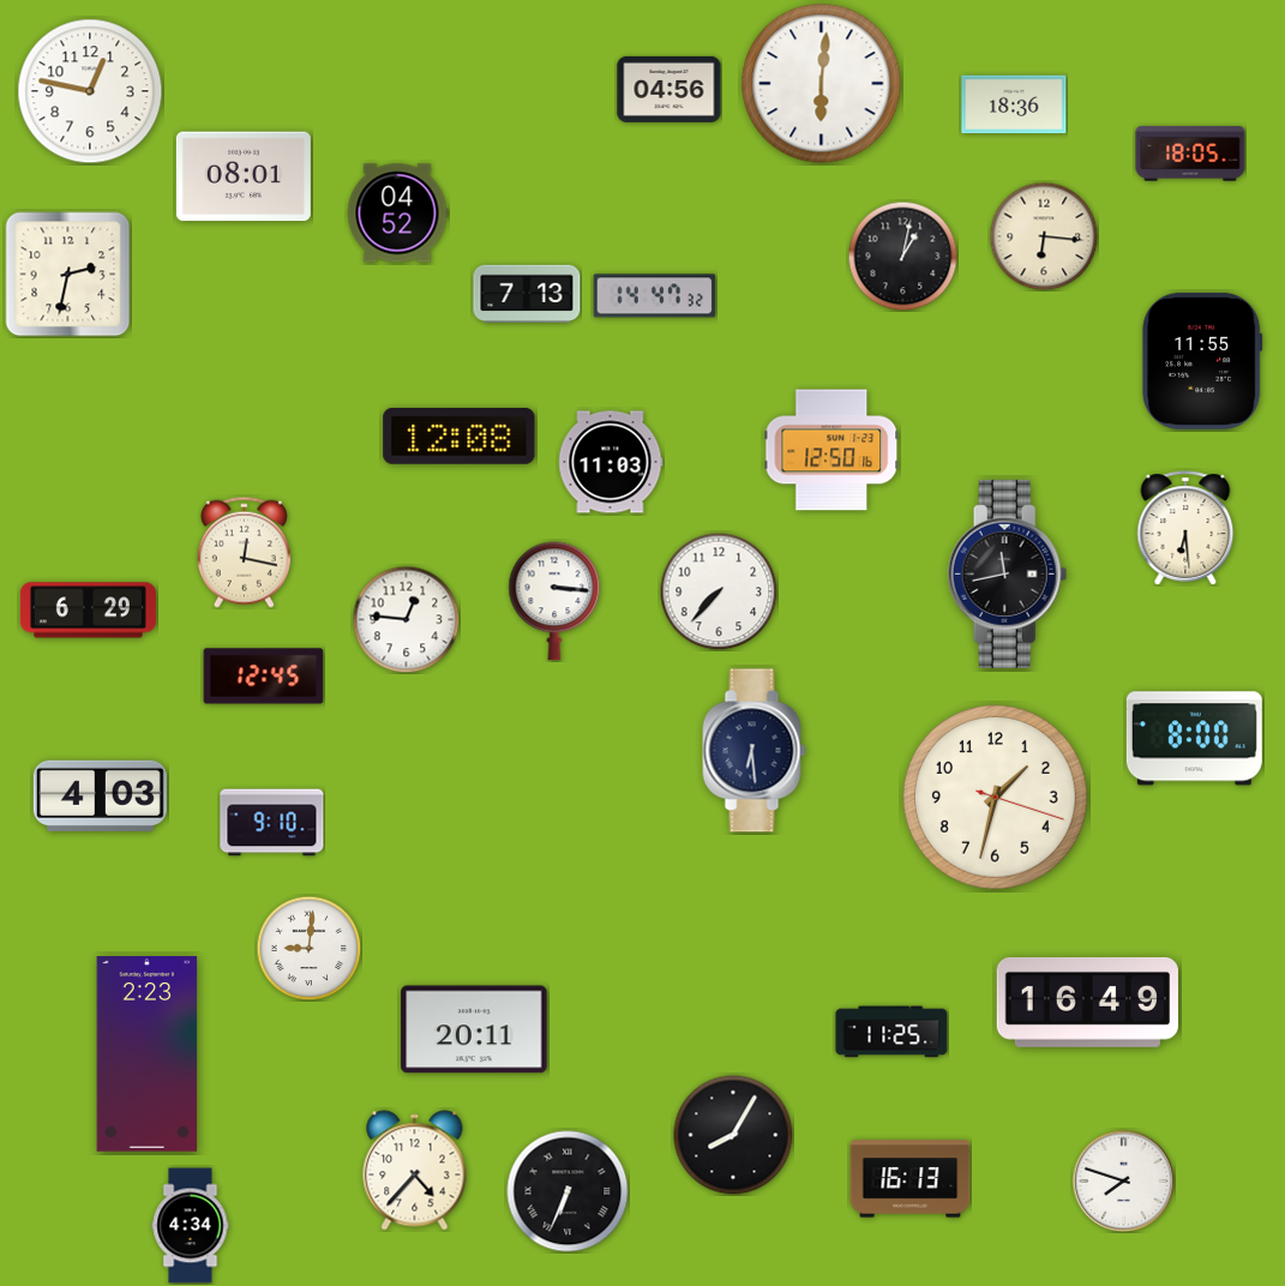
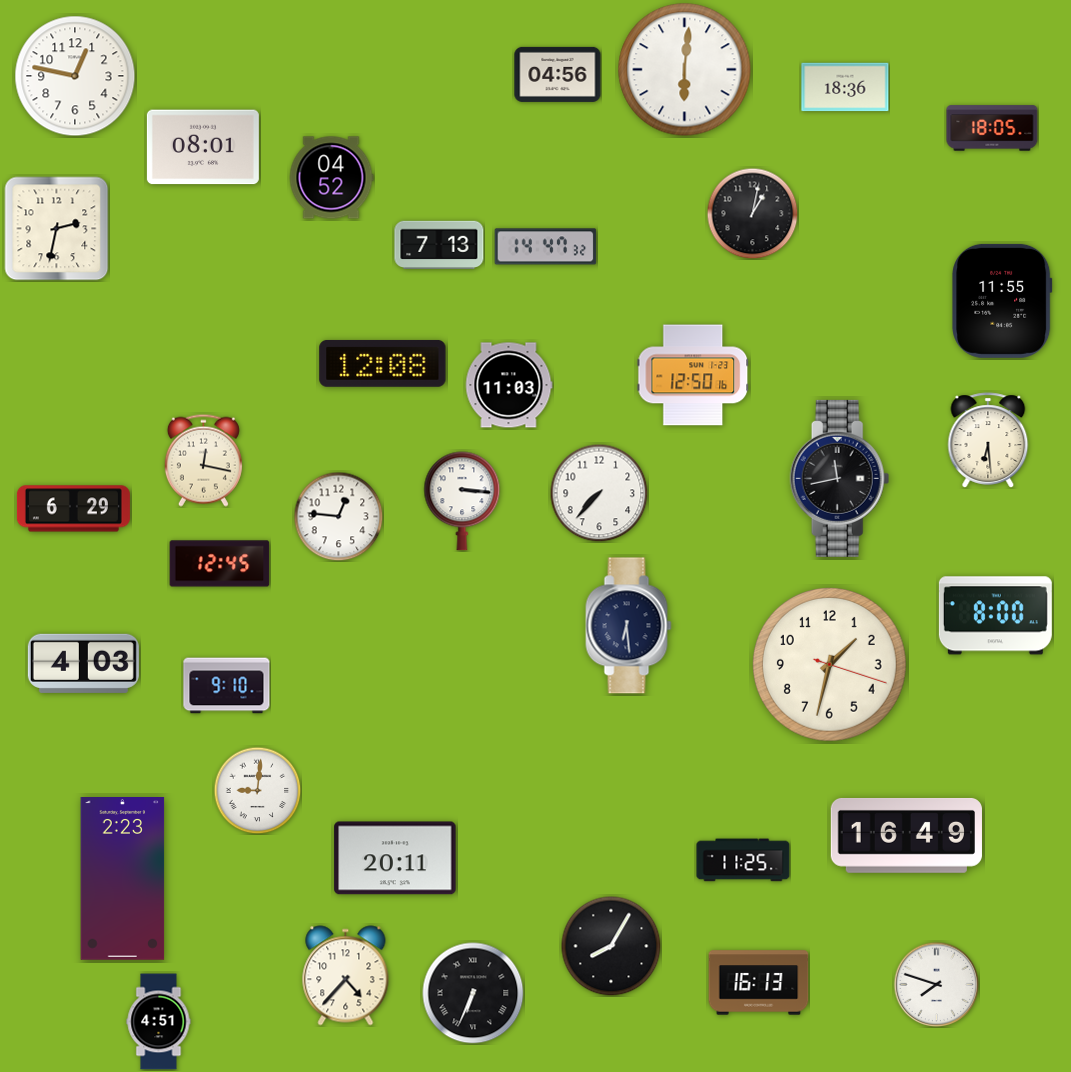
clock at (1044, 236): 6:16 -> none
clock at (191, 1226): 4:34 -> 4:51
